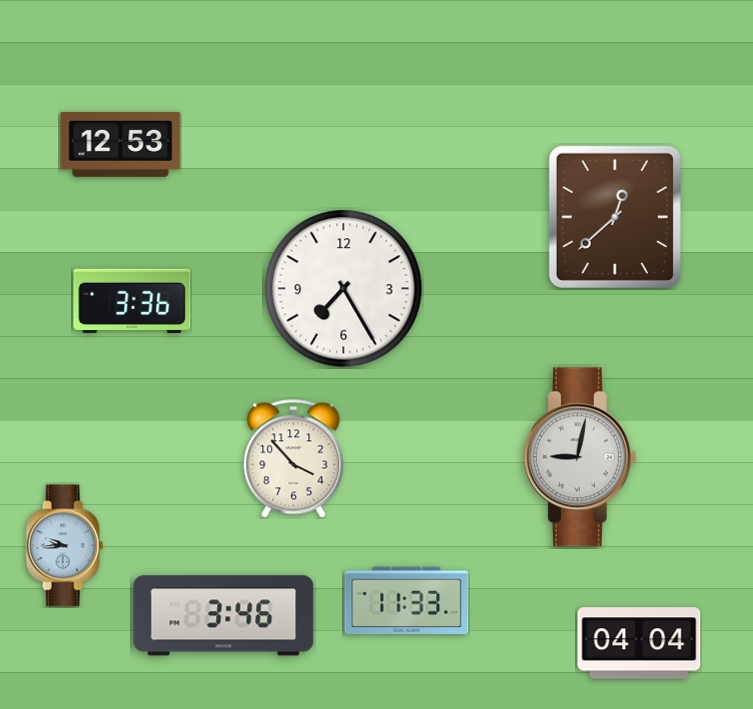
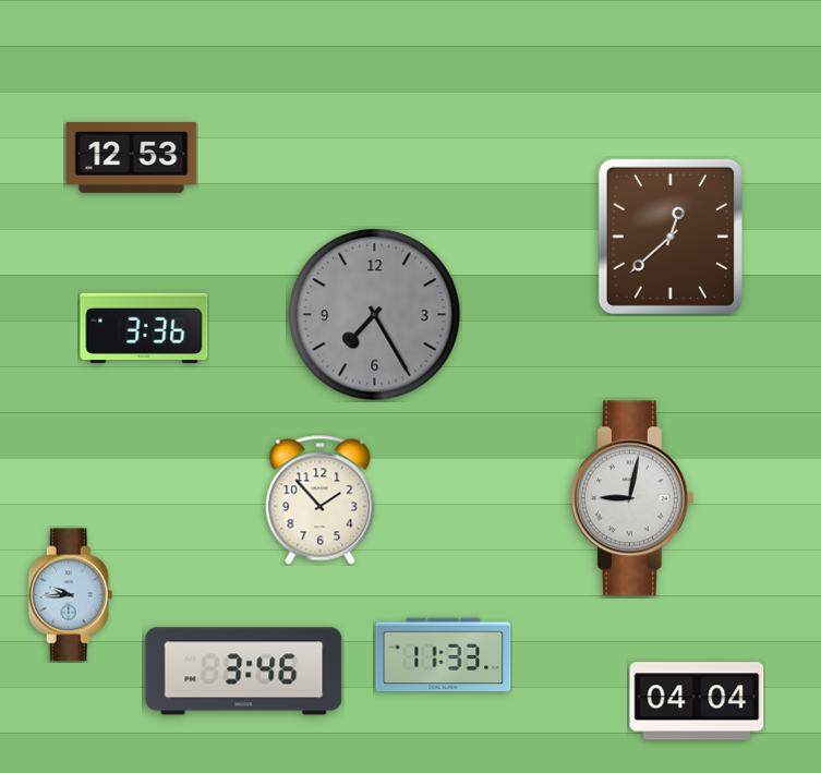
clock at (344, 289) dial: white -> grey
clock at (294, 459): 3:53 -> 1:53
